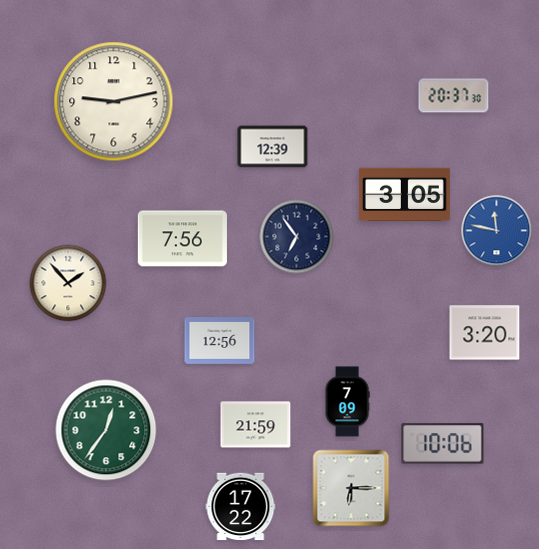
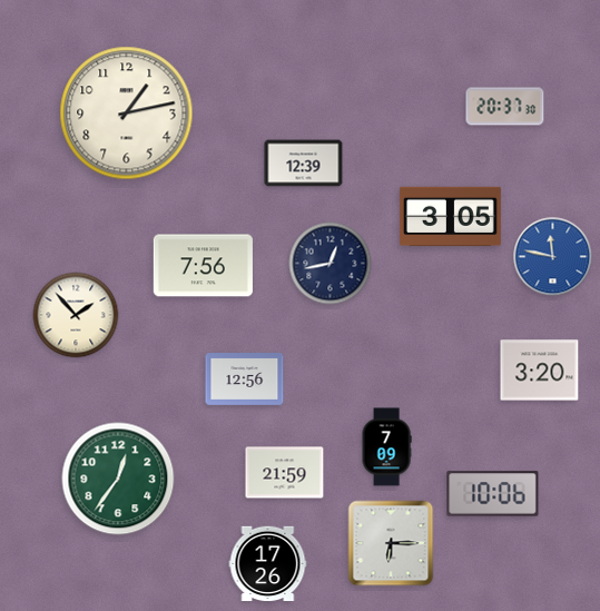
clock at (114, 102): 9:13 -> 1:13
clock at (297, 237): 6:54 -> 12:43
clock at (241, 507): 17:22 -> 17:26
